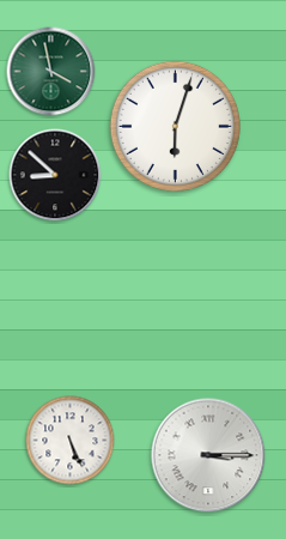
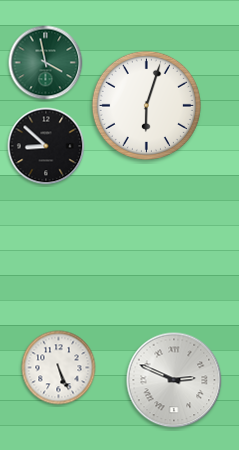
clock at (51, 72) position: (51, 72) -> (46, 63)
clock at (208, 455): 3:15 -> 2:49
